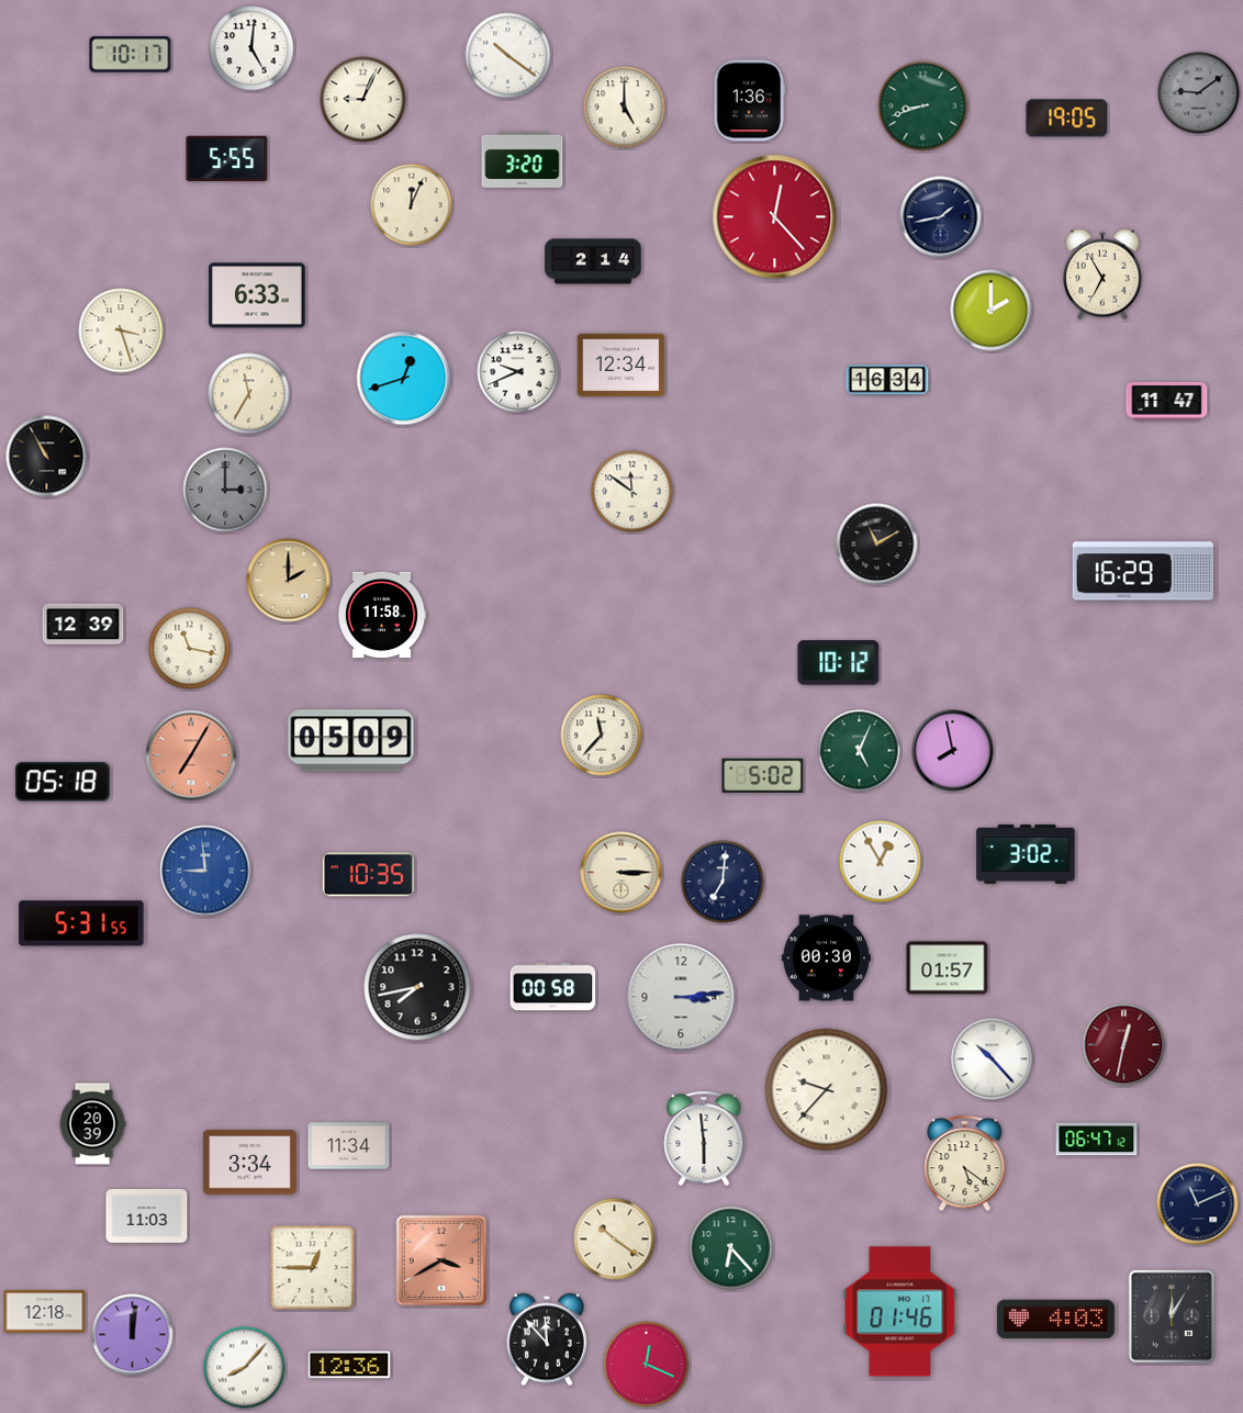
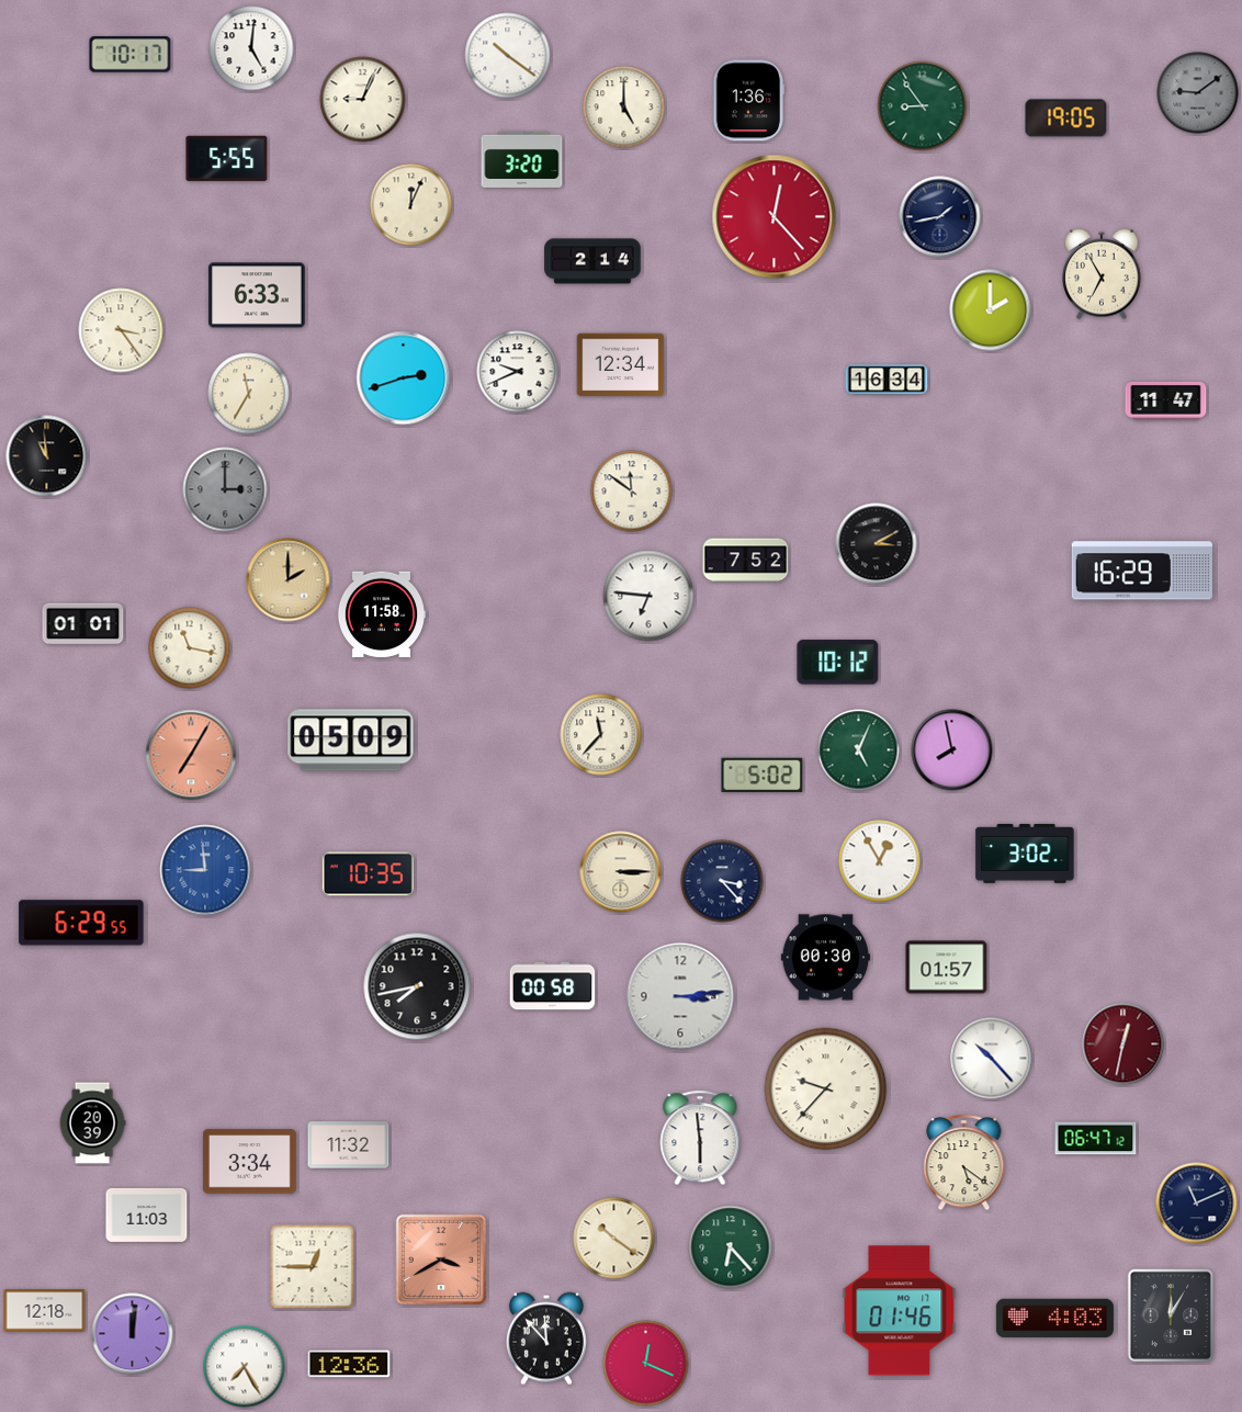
clock at (923, 106): 8:42 -> 8:54
clock at (121, 330): 3:27 -> 3:24
clock at (404, 379): 12:42 -> 2:42
clock at (47, 457): 10:55 -> 10:59
clock at (877, 545): 11:10 -> 3:10
clock at (746, 561): none -> 7:52
clock at (648, 596): none -> 6:46
clock at (83, 625): 12:39 -> 01:01
clock at (63, 782): 05:18 -> none
clock at (723, 882): 7:01 -> 3:23
clock at (81, 923): 5:31 -> 6:29
clock at (704, 1139) position: (704, 1139) -> (700, 1138)
clock at (349, 1146): 11:34 -> 11:32
clock at (245, 1368): 8:07 -> 7:25
